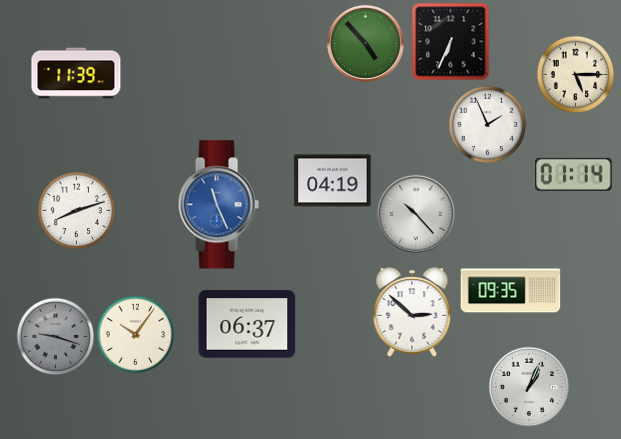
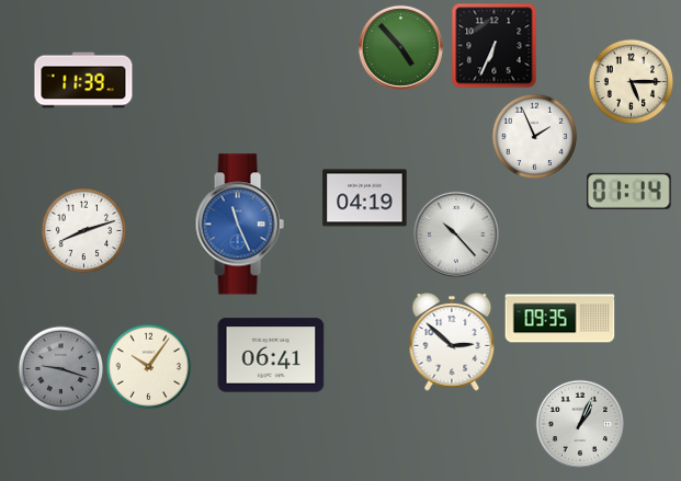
clock at (247, 324): 06:37 -> 06:41
